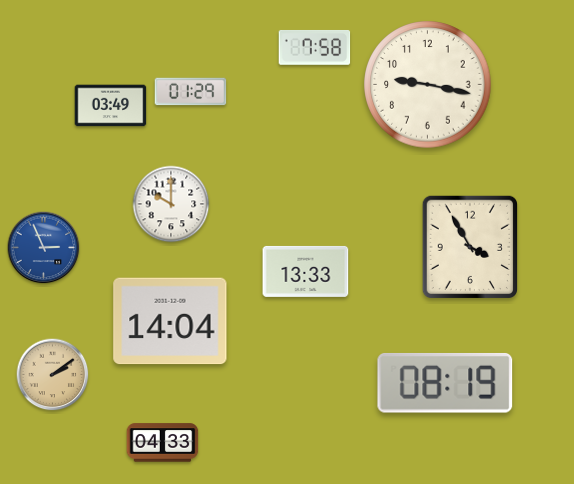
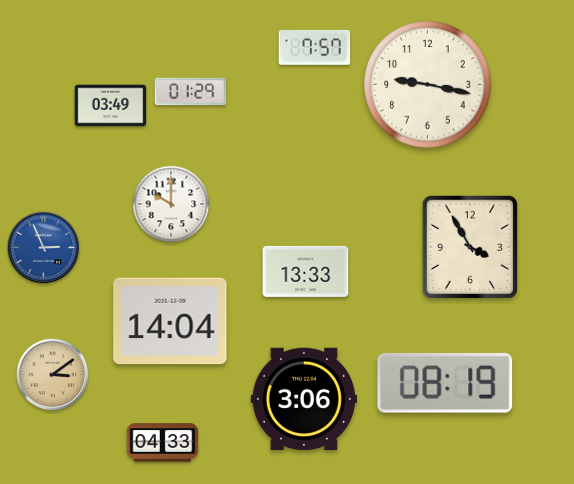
clock at (315, 47): 7:58 -> 7:57
clock at (53, 375): 2:09 -> 3:09
clock at (304, 399): none -> 3:06
